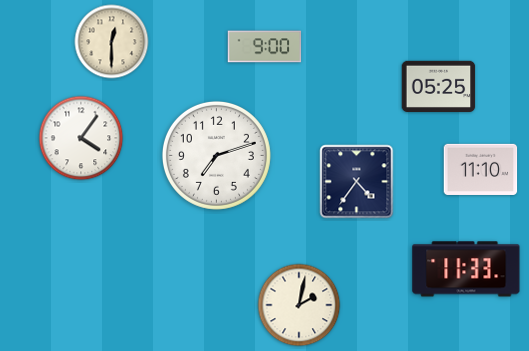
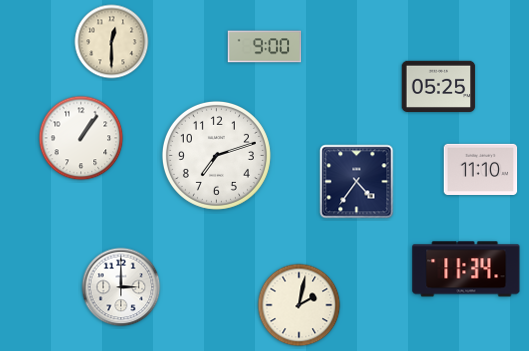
clock at (81, 138): 4:06 -> 1:06
clock at (466, 269): 11:33 -> 11:34
clock at (121, 287): none -> 3:00
